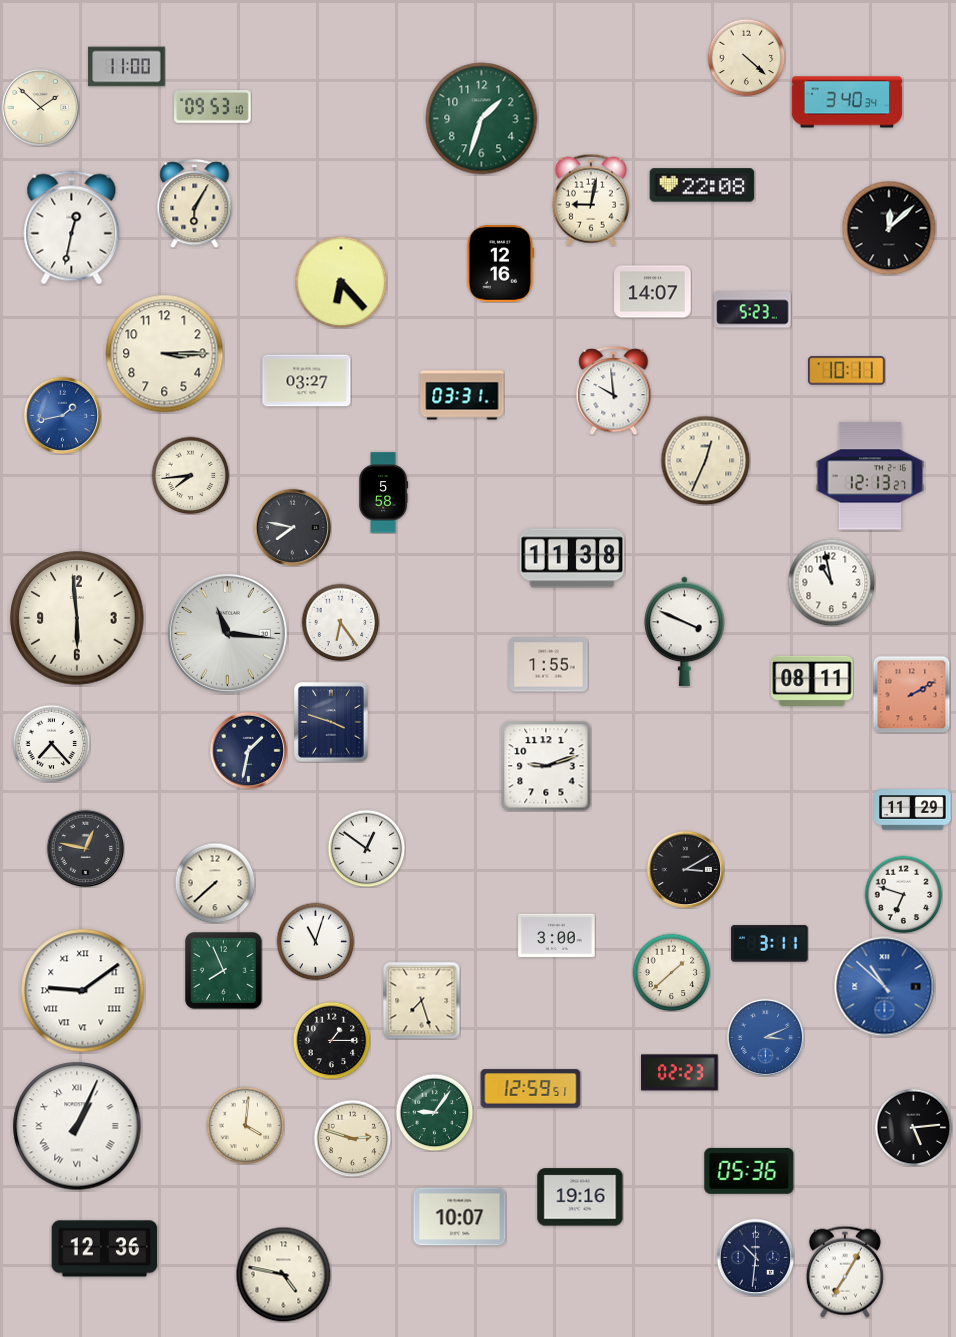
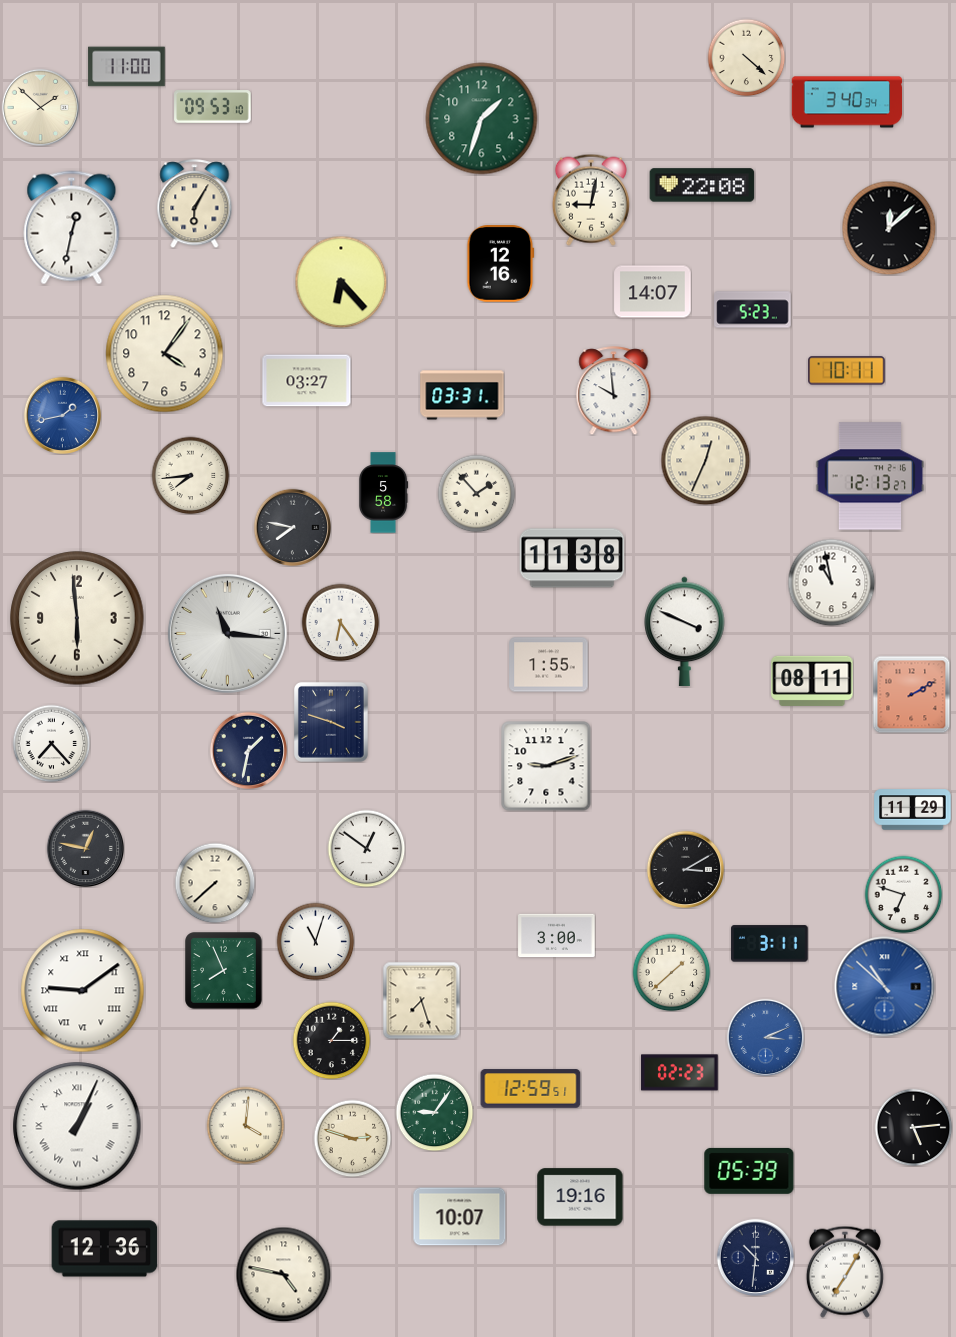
clock at (165, 354): 3:15 -> 4:06
clock at (476, 493): none -> 1:53
clock at (749, 1171): 05:36 -> 05:39
